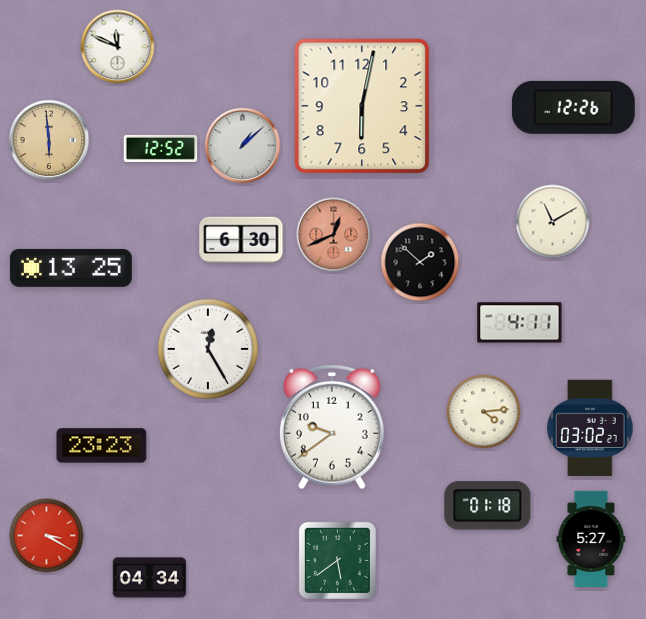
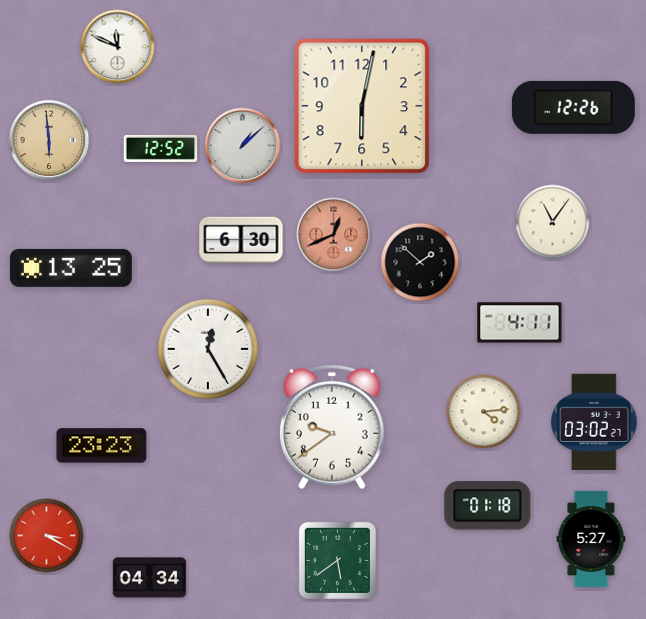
clock at (553, 222): 11:10 -> 11:06
clock at (590, 428) position: (590, 428) -> (594, 422)
